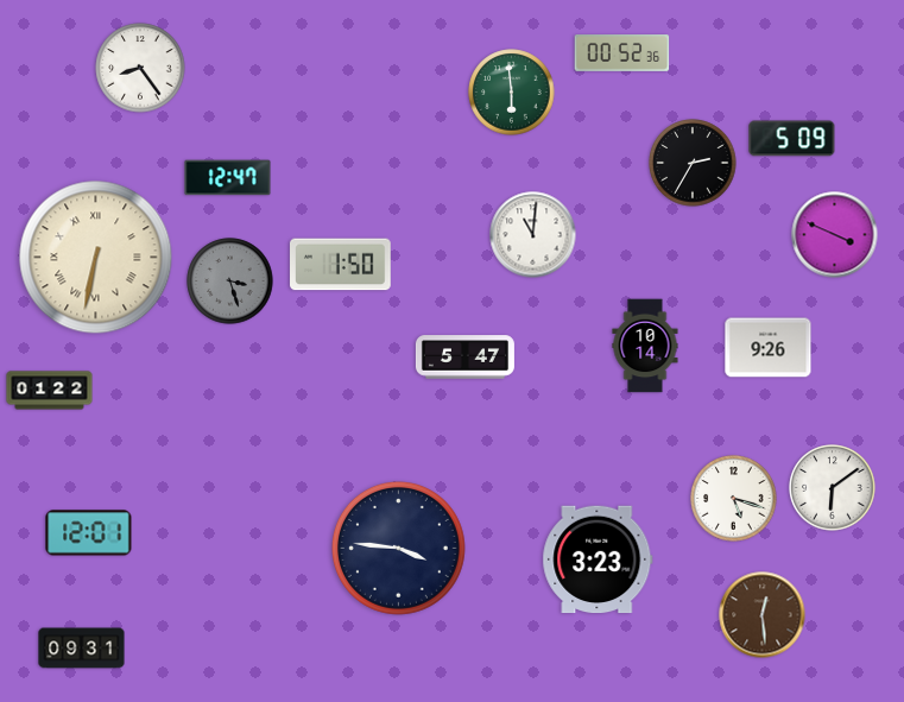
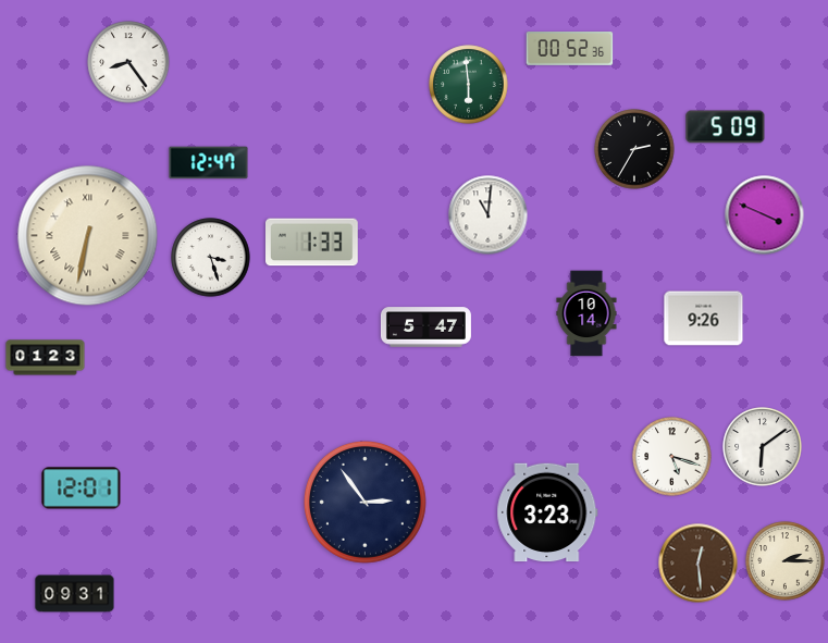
clock at (341, 265): 1:50 -> 1:33
clock at (230, 282) dial: grey -> white
clock at (645, 346) position: (645, 346) -> (586, 313)
clock at (50, 391): 01:22 -> 01:23
clock at (398, 548): 3:46 -> 2:54
clock at (786, 561): none -> 2:15
